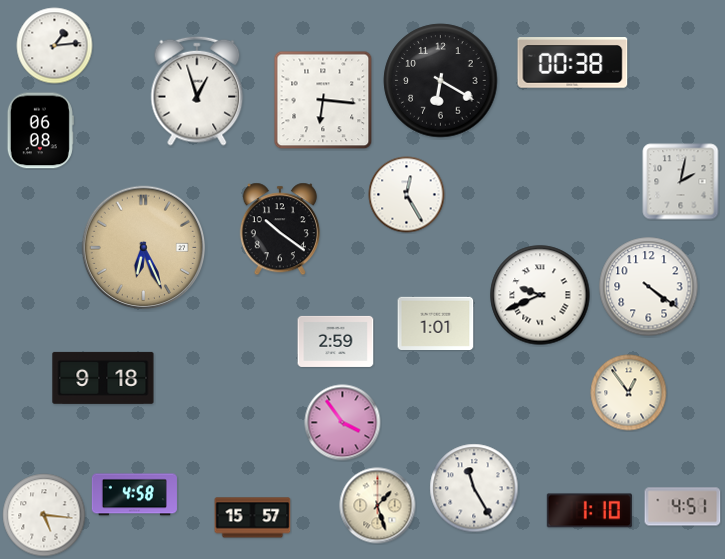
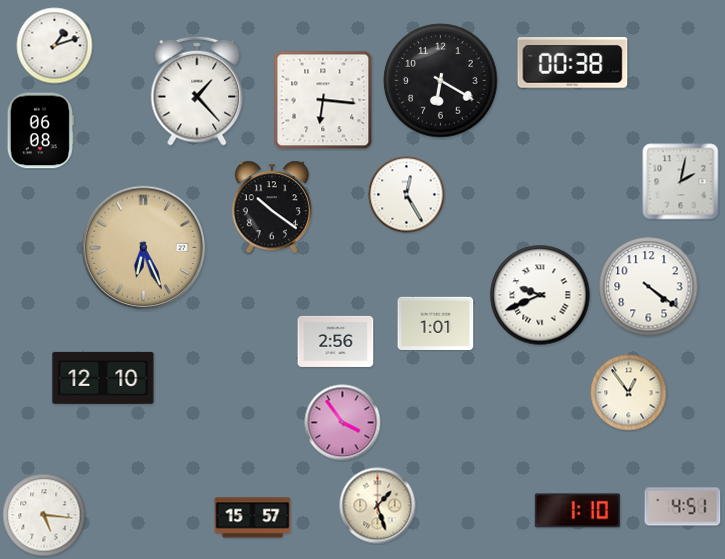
clock at (55, 46): 1:14 -> 1:12
clock at (197, 91): 12:57 -> 1:23
clock at (280, 229) position: (280, 229) -> (272, 207)
clock at (336, 341): 2:59 -> 2:56
clock at (103, 378): 9:18 -> 12:10
clock at (474, 488): 11:25 -> none
clock at (134, 495): 4:58 -> none
clock at (589, 511) position: (589, 511) -> (577, 511)
